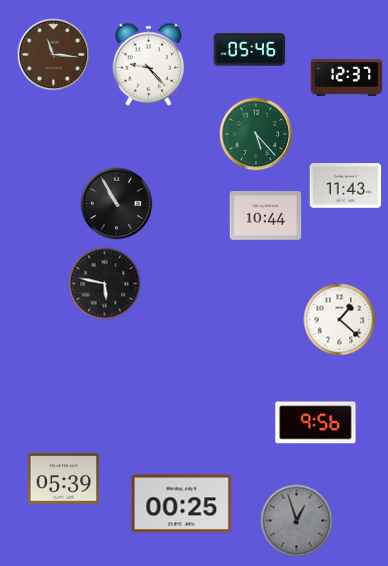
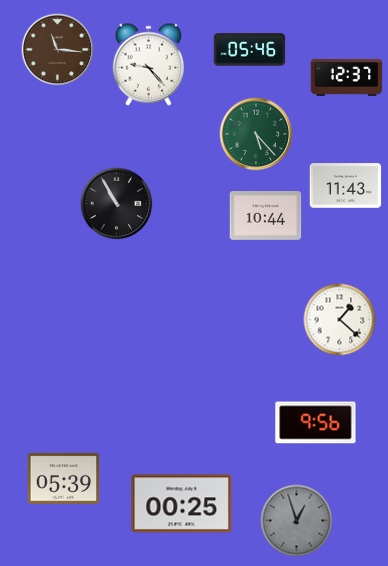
clock at (54, 55) position: (54, 55) -> (58, 50)
clock at (105, 284): 5:47 -> none
